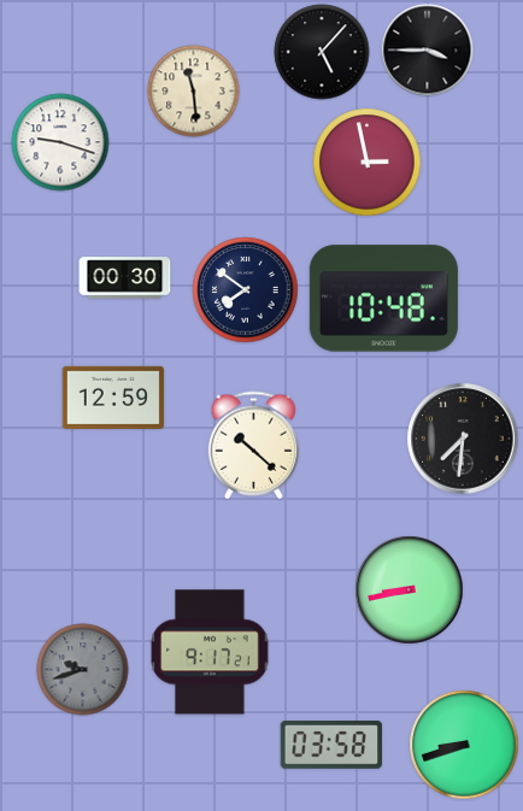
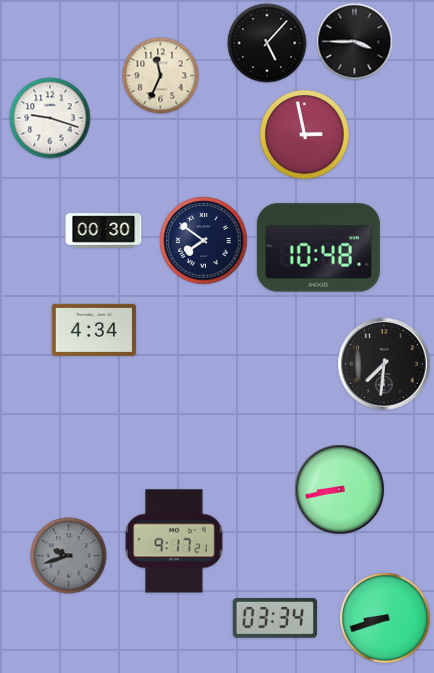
clock at (194, 92): 11:29 -> 11:34
clock at (113, 398): 12:59 -> 4:34
clock at (253, 446): 10:22 -> none
clock at (331, 746): 03:58 -> 03:34
